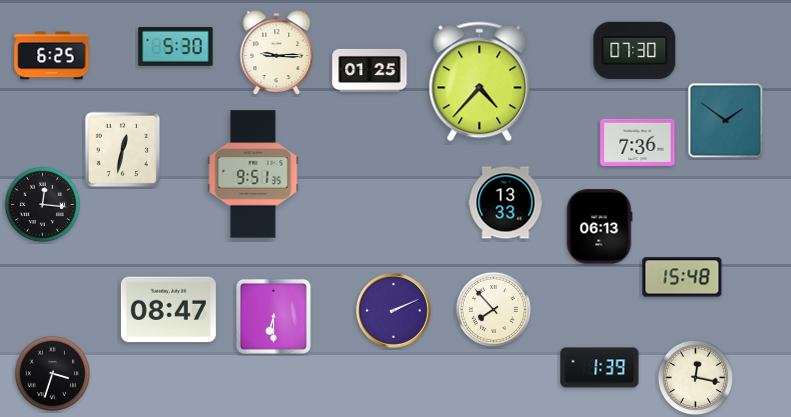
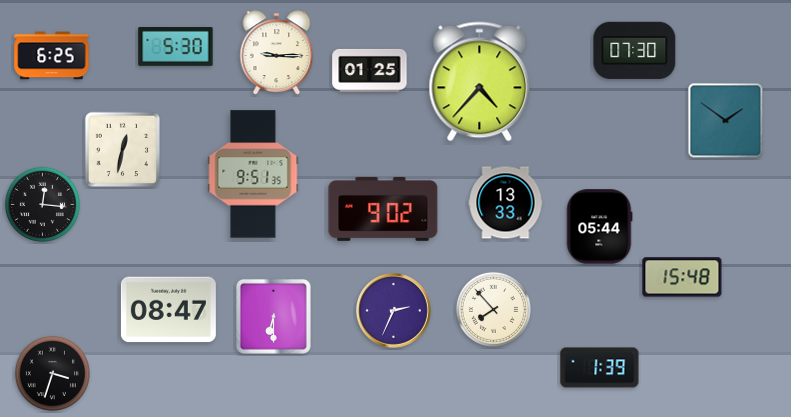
clock at (638, 142): 7:36 -> none
clock at (383, 209): none -> 9:02
clock at (599, 227): 06:13 -> 05:44
clock at (394, 311): 2:11 -> 2:34
clock at (695, 377): 12:17 -> none
